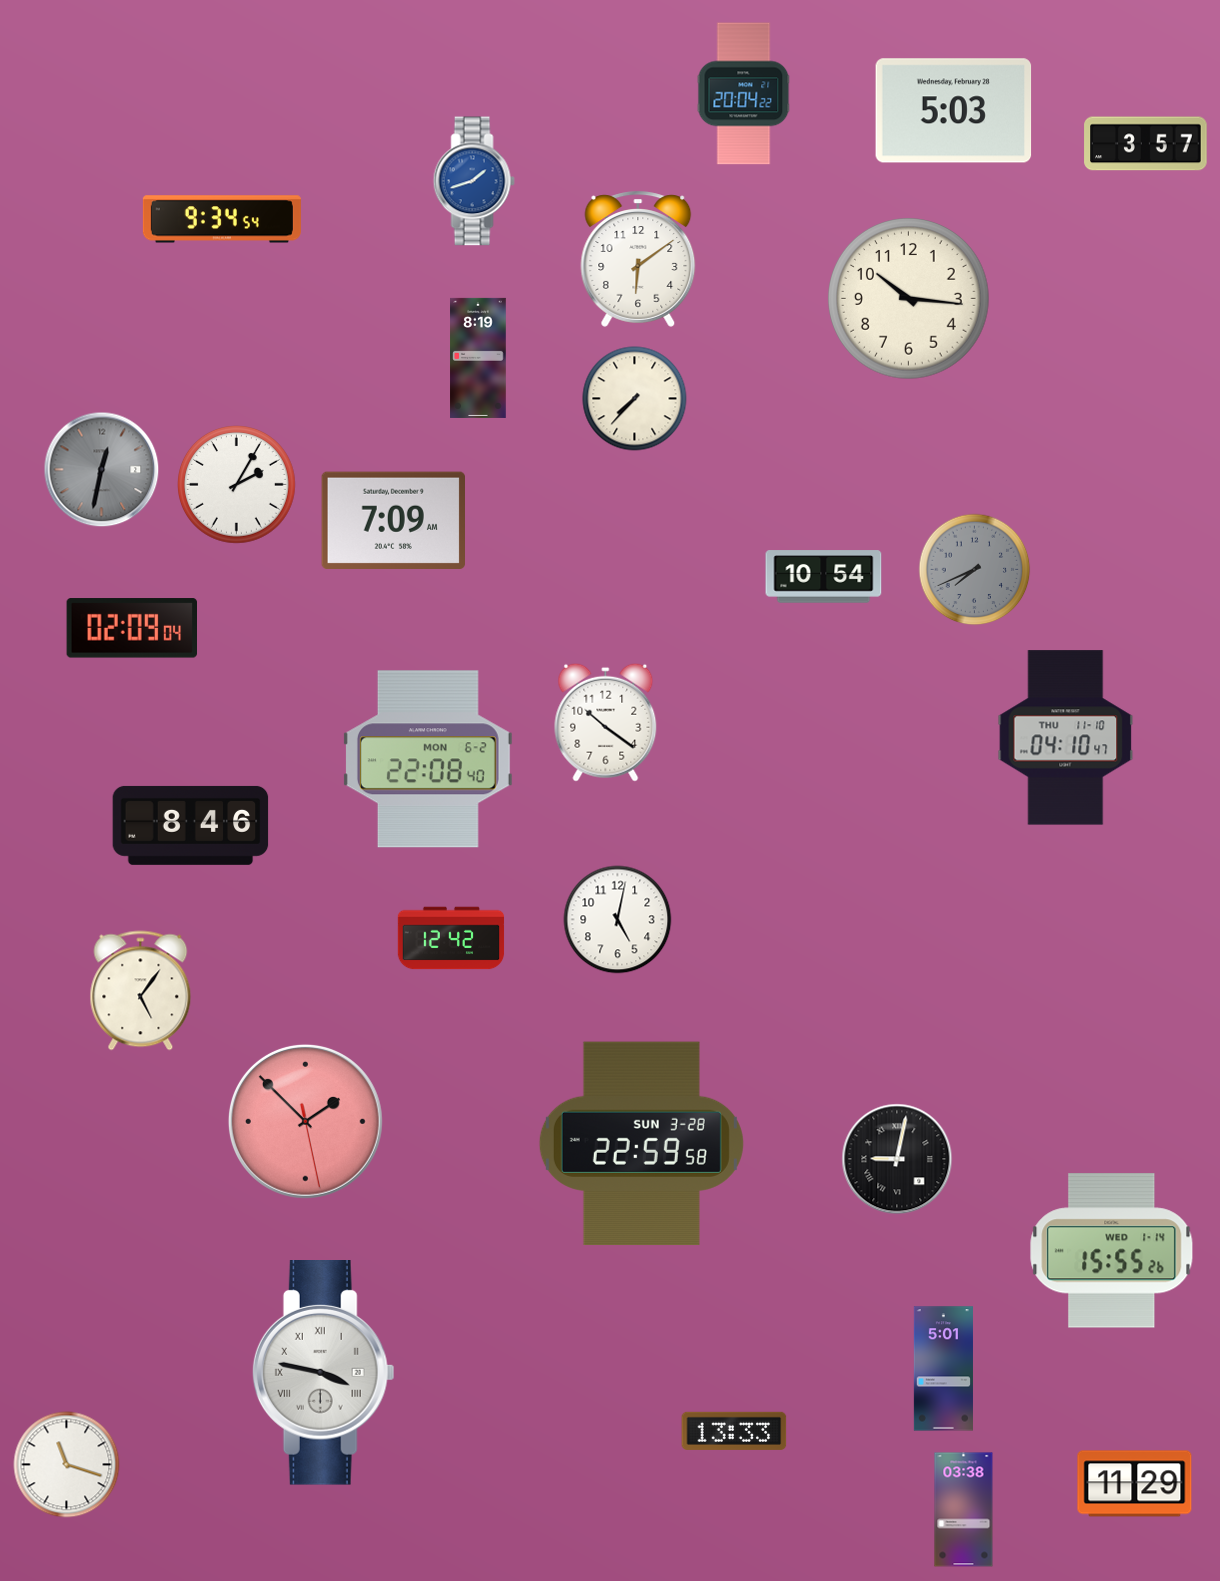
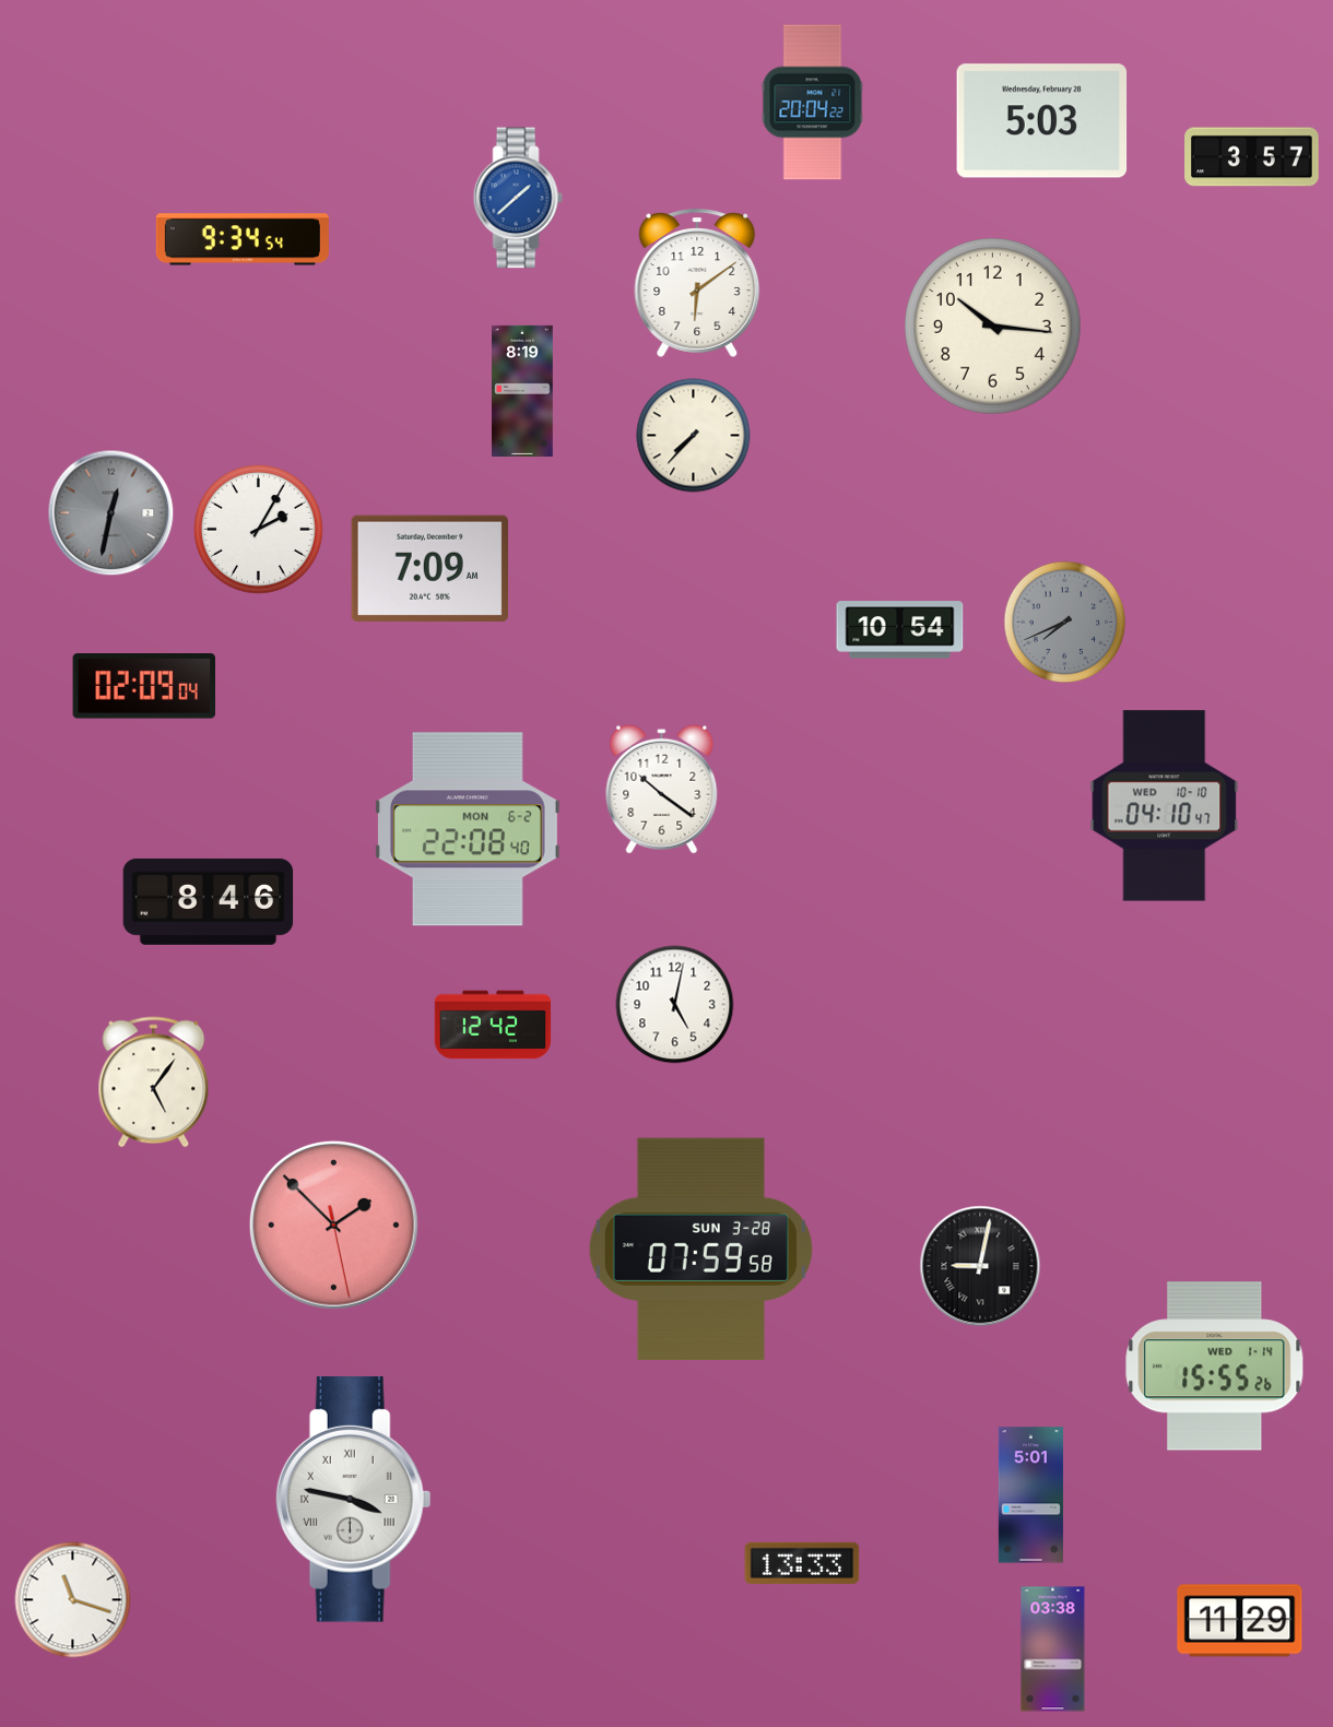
clock at (474, 181): 1:42 -> 1:38
clock at (1066, 738) date: THU 11-10 -> WED 10-10
clock at (641, 1144): 22:59 -> 07:59
